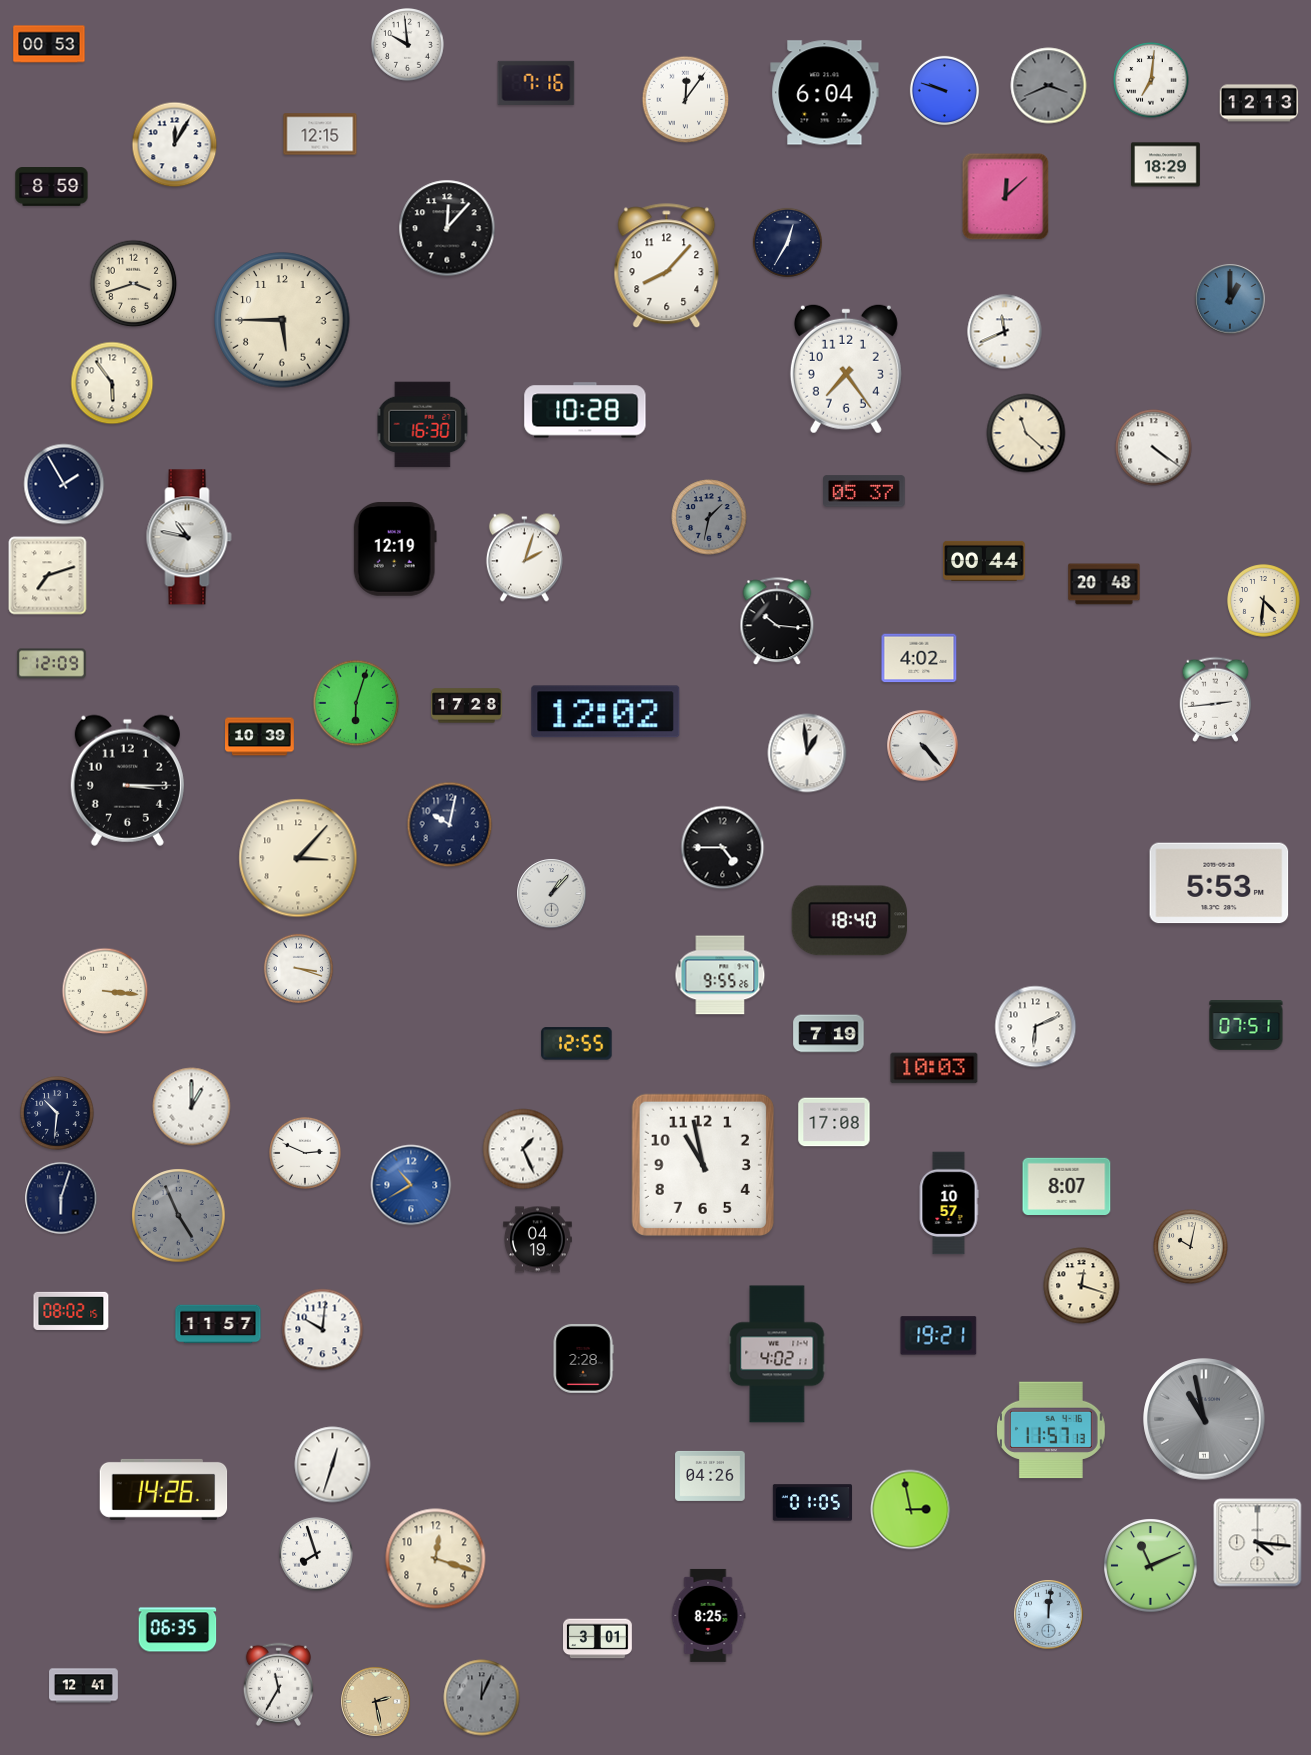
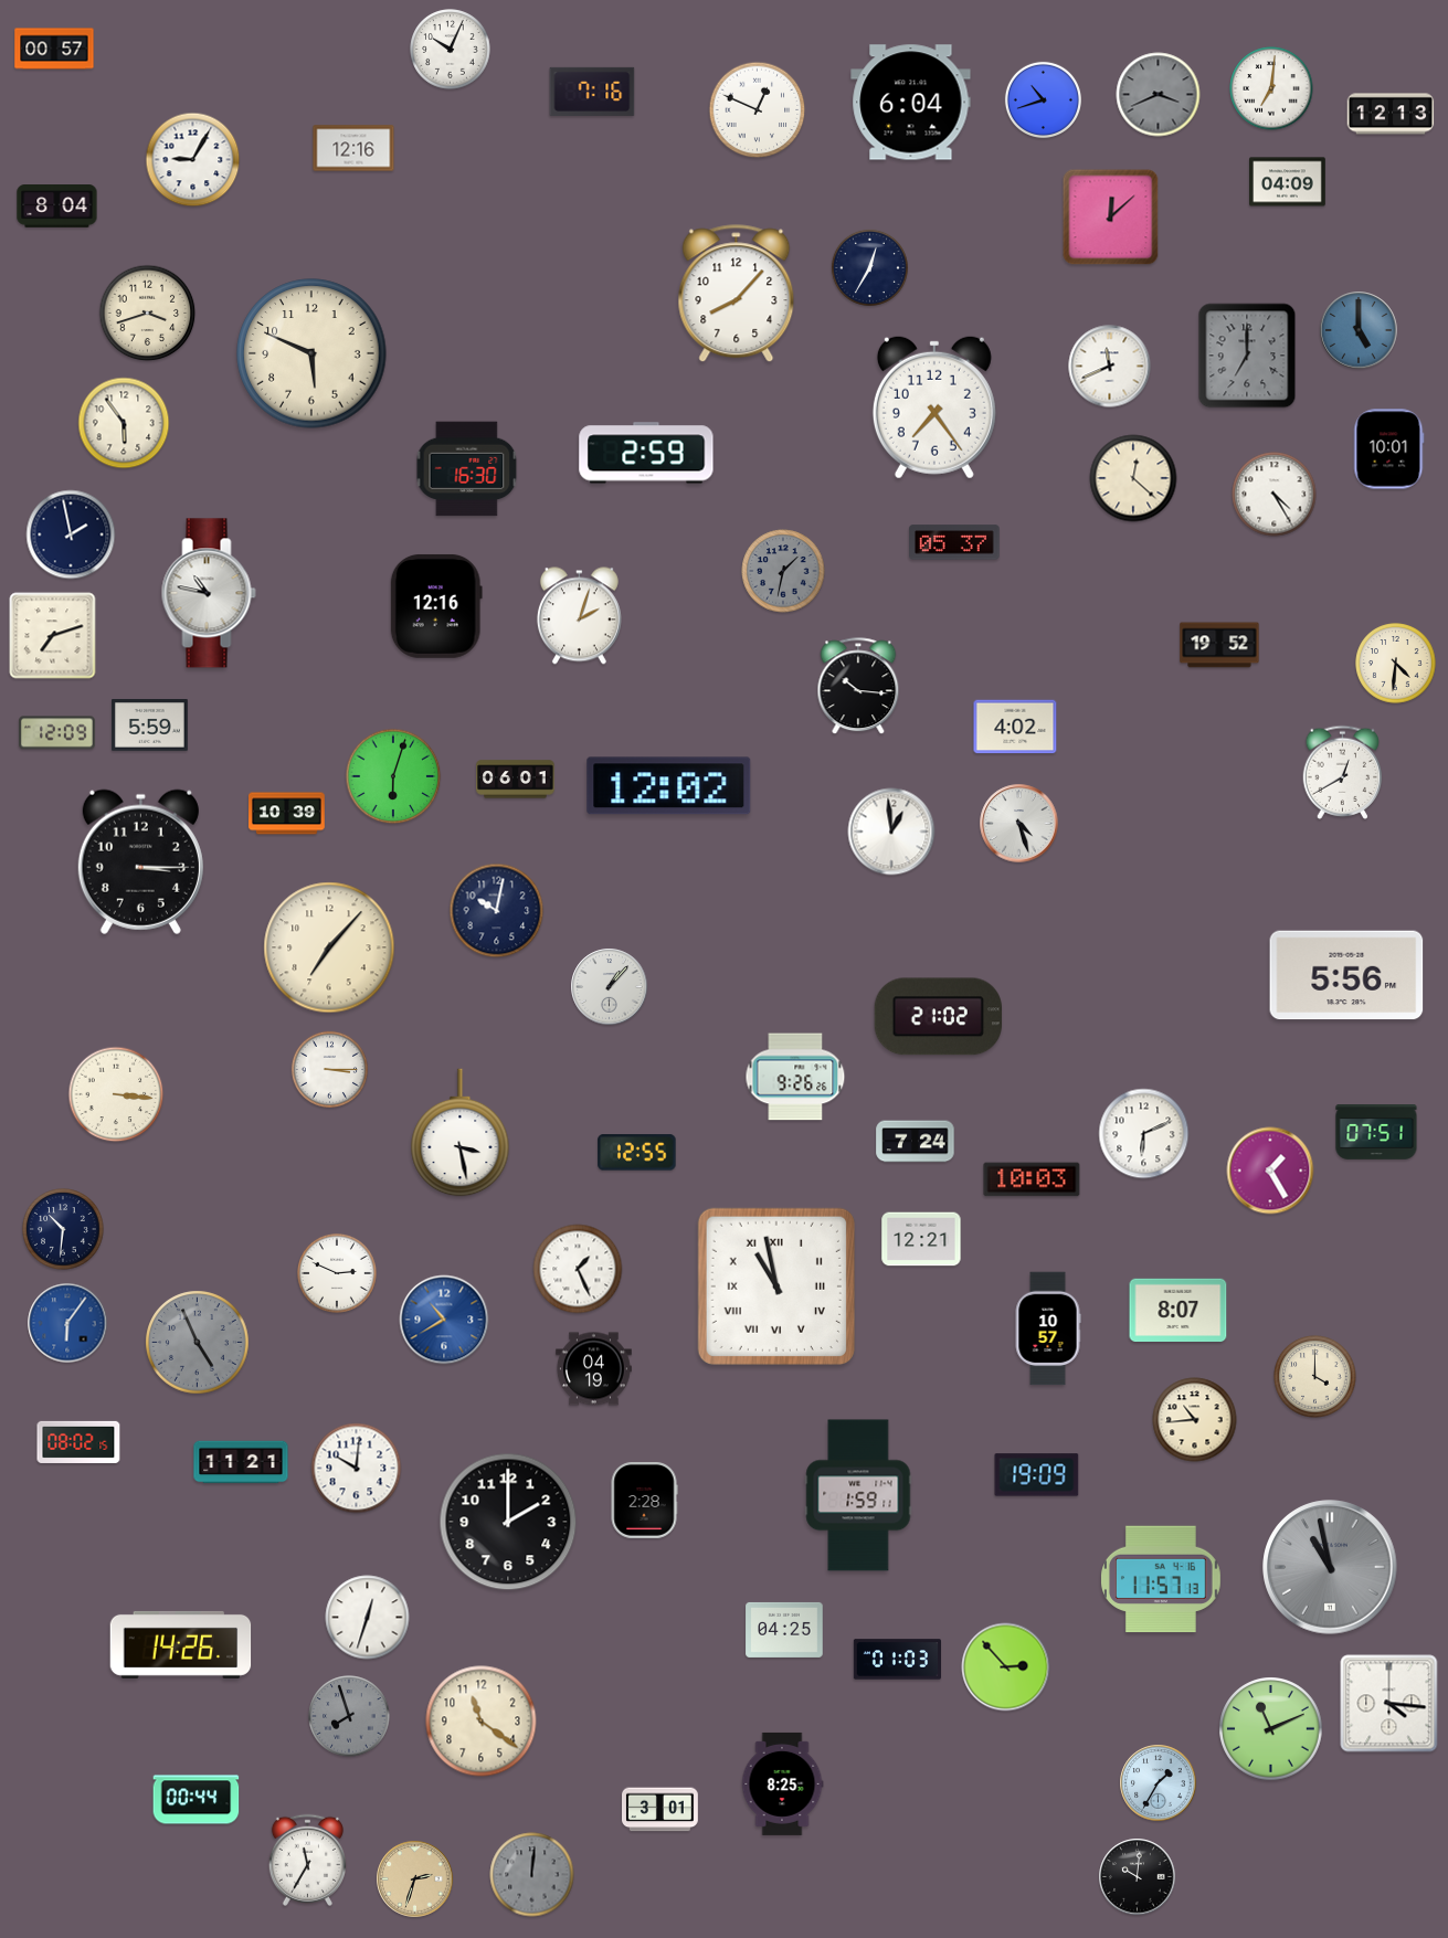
clock at (49, 44): 00:53 -> 00:57
clock at (408, 45): 9:59 -> 10:04
clock at (944, 90): 9:48 -> 10:42
clock at (686, 100): 12:06 -> 12:49
clock at (320, 134): 12:15 -> 12:16
clock at (175, 145): 12:05 -> 9:05
clock at (1166, 165): 18:29 -> 04:09
clock at (52, 187): 8:59 -> 8:04
clock at (447, 228): 12:07 -> none
clock at (1230, 299): 1:00 -> 5:00
clock at (282, 320): 5:45 -> 5:49
clock at (1247, 356): none -> 7:00
clock at (1389, 449): none -> 10:01
clock at (585, 410): 10:28 -> 2:59
clock at (1026, 433): 11:22 -> 12:22
clock at (1154, 448): 4:21 -> 4:25
clock at (64, 484): 1:55 -> 1:58
clock at (395, 549): 12:19 -> 12:16
clock at (984, 561): 00:44 -> none
clock at (1104, 584): 20:48 -> 19:52
clock at (150, 726): none -> 5:59
clock at (1216, 699): 2:44 -> 12:40
clock at (467, 706): 17:28 -> 06:01
clock at (923, 746): 4:23 -> 4:27
clock at (723, 848): 4:45 -> none
clock at (298, 858): 3:07 -> 7:07
clock at (1219, 883): 5:53 -> 5:56
clock at (849, 921): 18:40 -> 21:02
clock at (298, 968): 3:18 -> 3:15
clock at (720, 975): 9:55 -> 9:26
clock at (461, 1133): none -> 3:28
clock at (829, 1034): 7:19 -> 7:24
clock at (1270, 1171): none -> 1:25
clock at (192, 1107): 1:00 -> none
clock at (834, 1122): 17:08 -> 12:21
clock at (703, 1165) numerals: Arabic -> Roman
clock at (411, 1185) position: (411, 1185) -> (444, 1320)
clock at (61, 1198): 6:03 -> 6:06
clock at (61, 1198) dial: navy -> blue
clock at (1191, 1247): 10:02 -> 4:00
clock at (1082, 1286): 12:18 -> 10:44
clock at (71, 1311) position: (71, 1311) -> (78, 1442)
clock at (218, 1324): 11:57 -> 11:21
clock at (939, 1336): 19:21 -> 19:09
clock at (777, 1354): 4:02 -> 1:59
clock at (508, 1522): none -> 2:00
clock at (710, 1476): 04:26 -> 04:25
clock at (812, 1503): 01:05 -> 01:03
clock at (911, 1510): 2:58 -> 2:53
clock at (316, 1554) dial: white -> grey
clock at (436, 1559): 12:18 -> 11:21
clock at (1049, 1615): 12:01 -> 1:35
clock at (178, 1630): 06:35 -> 00:44
clock at (84, 1686): 12:41 -> none
clock at (482, 1698): 12:04 -> 12:01
clock at (1138, 1877): none -> 10:01
clock at (376, 1702): 2:28 -> 2:33
